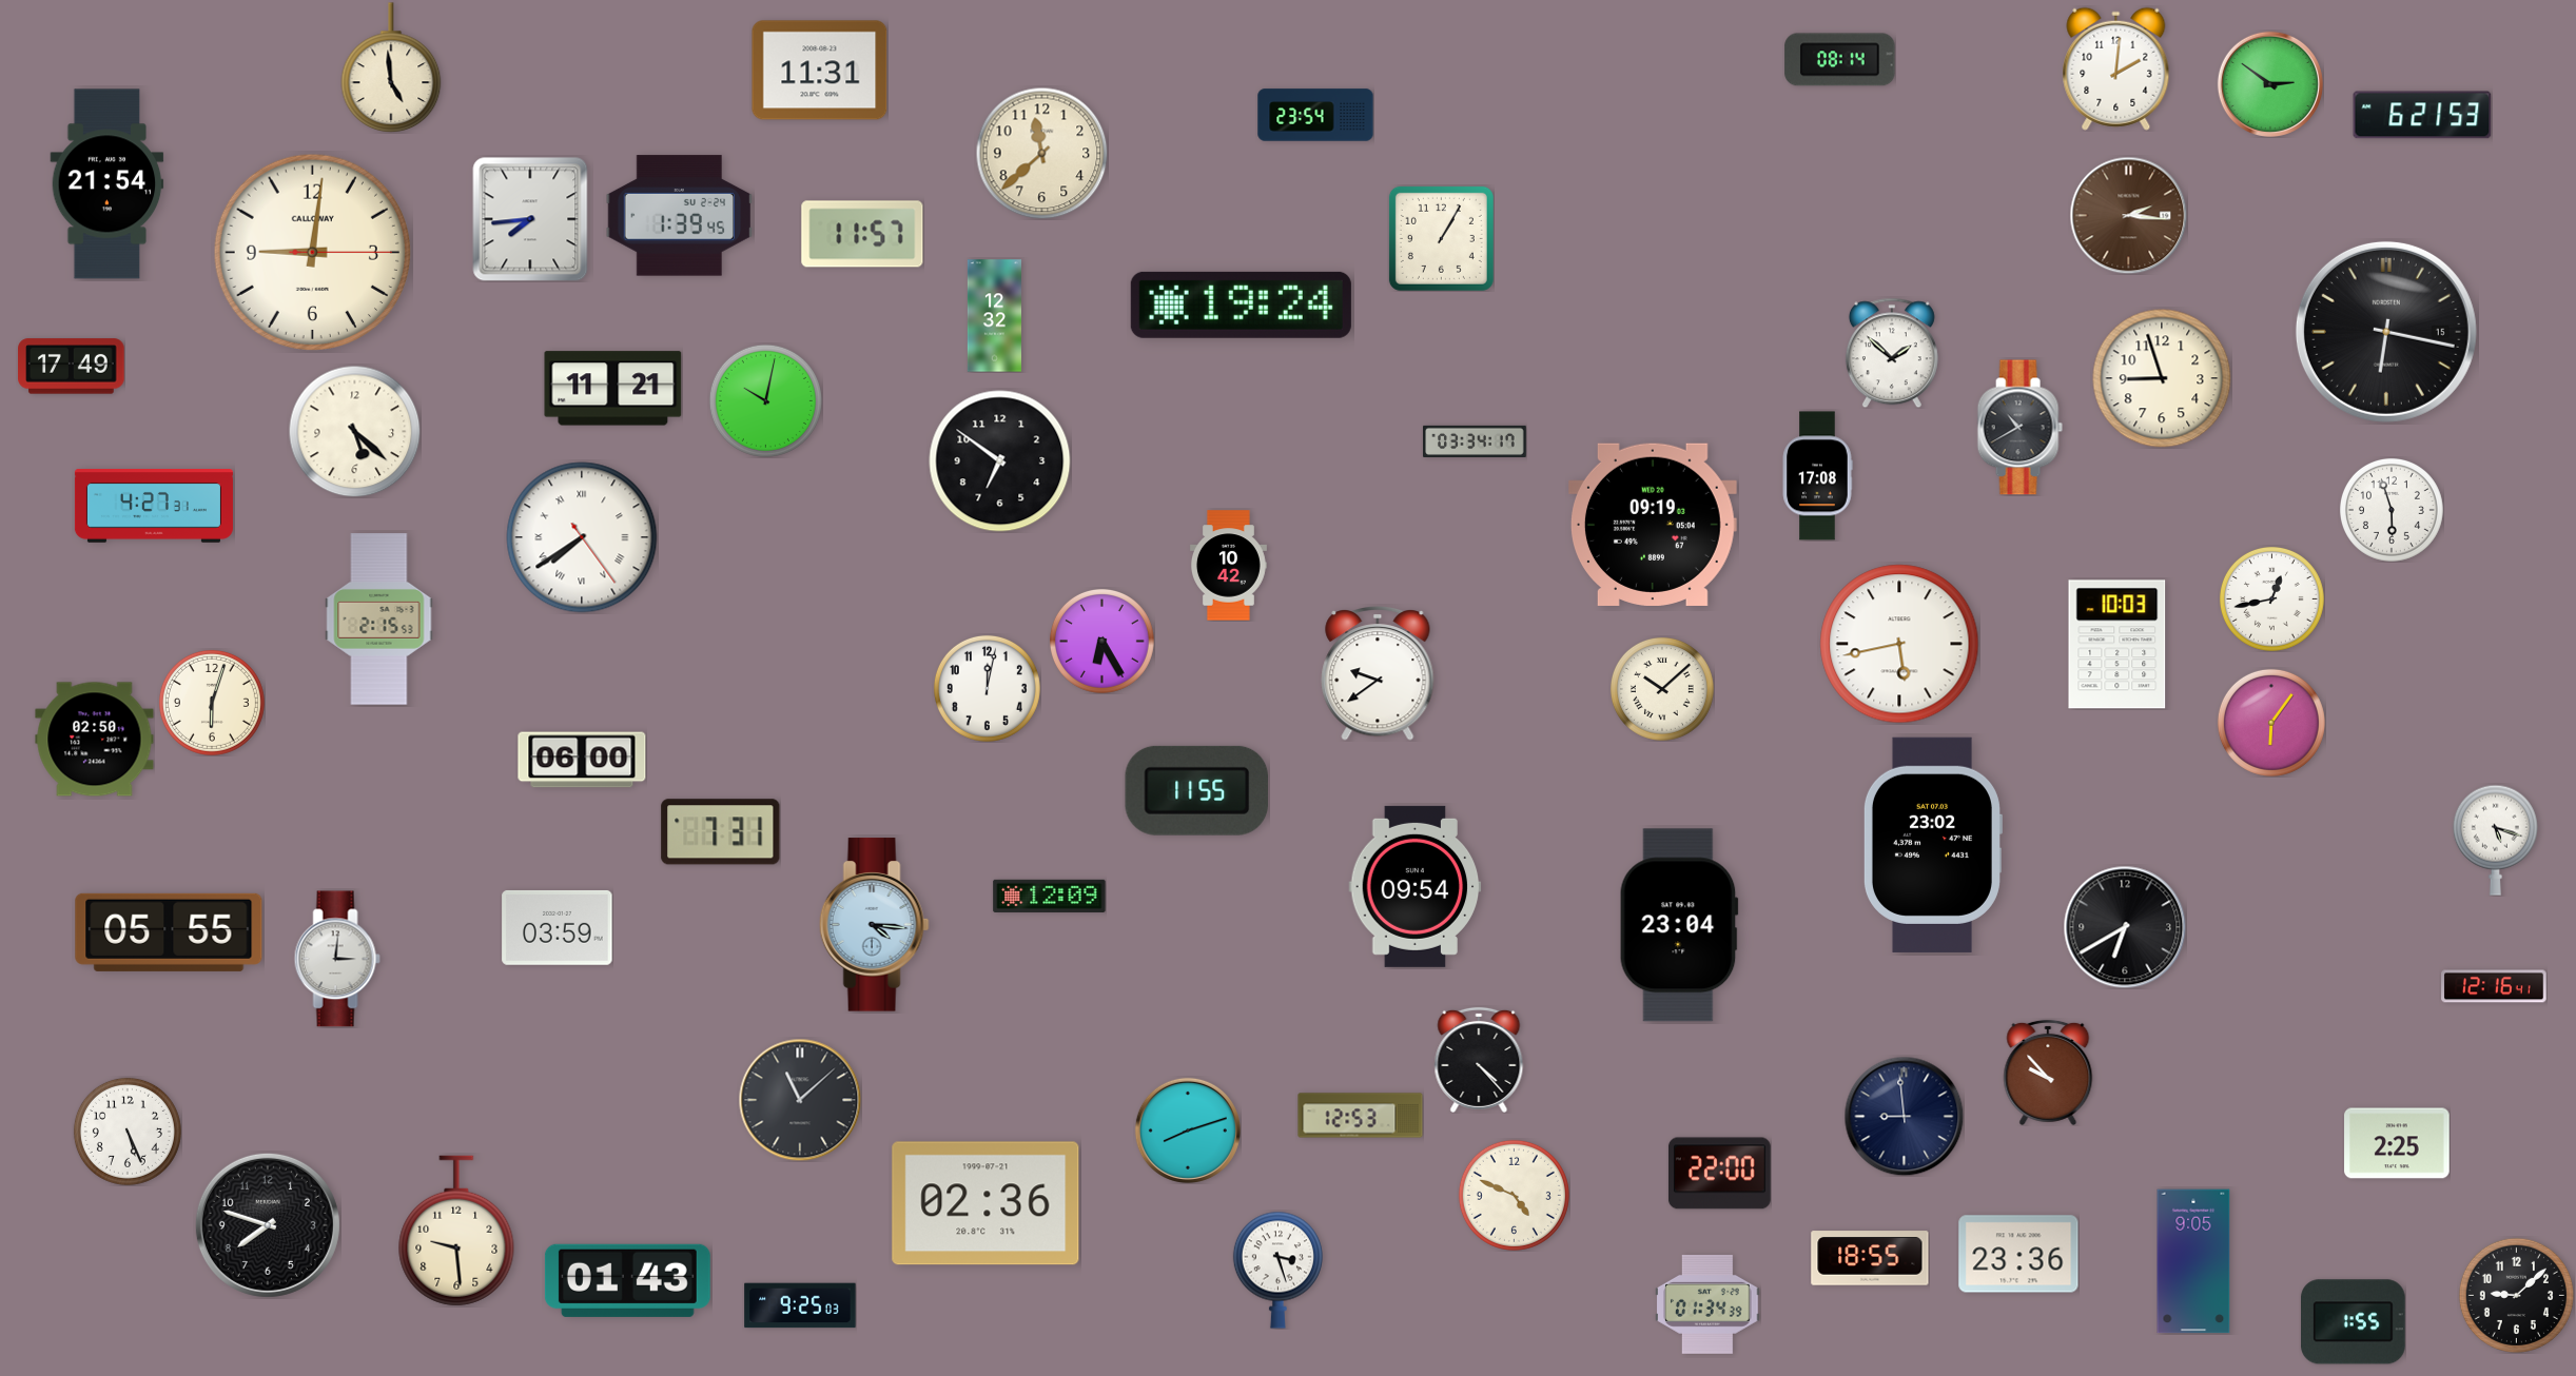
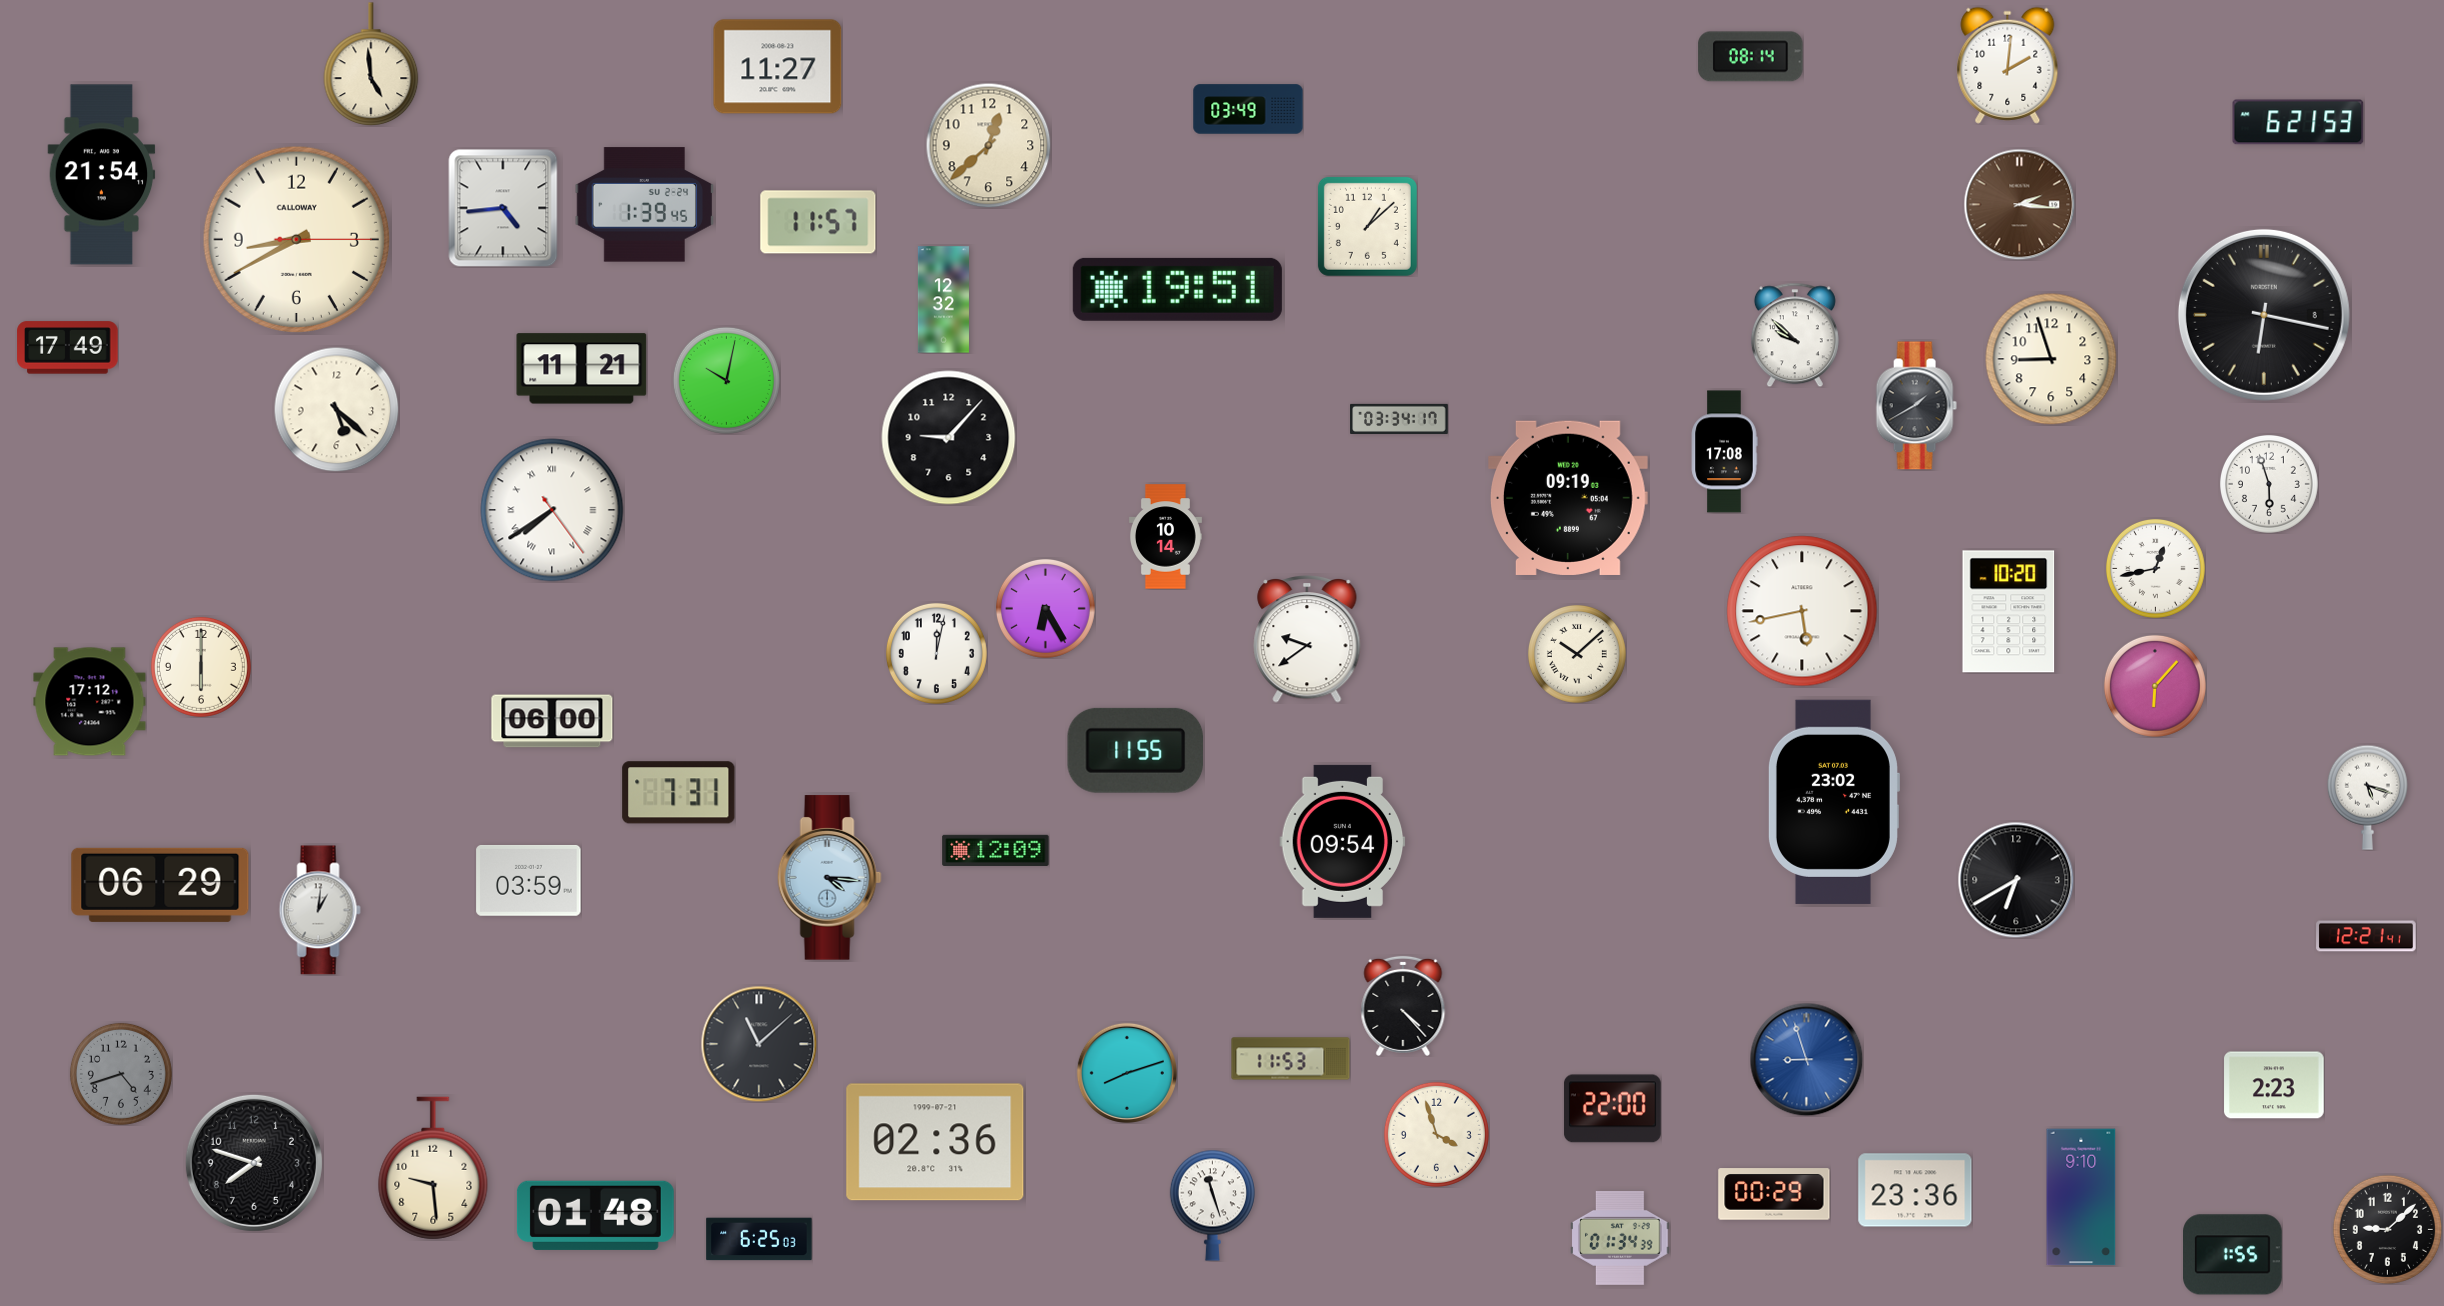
clock at (1840, 60) position: (1840, 60) -> (1751, 57)
clock at (820, 71): 11:31 -> 11:27
clock at (2270, 84): 2:51 -> none
clock at (1315, 115): 23:54 -> 03:49
clock at (2422, 115) position: (2422, 115) -> (2298, 122)
clock at (1041, 153): 11:38 -> 12:38
clock at (530, 219): 7:44 -> 4:44
clock at (1441, 238): 1:05 -> 1:08
clock at (312, 252): 9:01 -> 8:40
clock at (1241, 304): 19:24 -> 19:51
clock at (2386, 332) date: 15 -> 8
clock at (1892, 353): 1:52 -> 9:52
clock at (2019, 428): 10:40 -> 1:40
clock at (1000, 461): 6:51 -> 9:07
clock at (154, 507): 4:27 -> none
clock at (1228, 566): 10:42 -> 10:14
clock at (379, 620): 2:15 -> none
clock at (2118, 645): 10:03 -> 10:20
clock at (212, 703): 6:03 -> 6:00
clock at (2271, 723): 6:06 -> 6:07
clock at (95, 740): 02:50 -> 17:12
clock at (721, 832) position: (721, 832) -> (679, 793)
clock at (1679, 925): 23:04 -> none
clock at (169, 932): 05:55 -> 06:29
clock at (337, 959): 3:01 -> 1:01
clock at (2494, 986): 12:16 -> 12:21
clock at (2048, 1073): 9:53 -> none
clock at (1361, 1116): 12:53 -> 11:53
clock at (1904, 1116): 8:59 -> 8:57
clock at (1904, 1116) dial: navy -> blue
clock at (128, 1132): 5:26 -> 4:42
clock at (128, 1132) dial: white -> grey
clock at (2397, 1143): 2:25 -> 2:23
clock at (1719, 1174) position: (1719, 1174) -> (1612, 1109)
clock at (1514, 1195): 4:49 -> 3:57
clock at (1870, 1258): 18:55 -> 00:29
clock at (2193, 1261): 9:05 -> 9:10
clock at (1277, 1270): 3:27 -> 11:27
clock at (627, 1280): 01:43 -> 01:48
clock at (800, 1305): 9:25 -> 6:25
